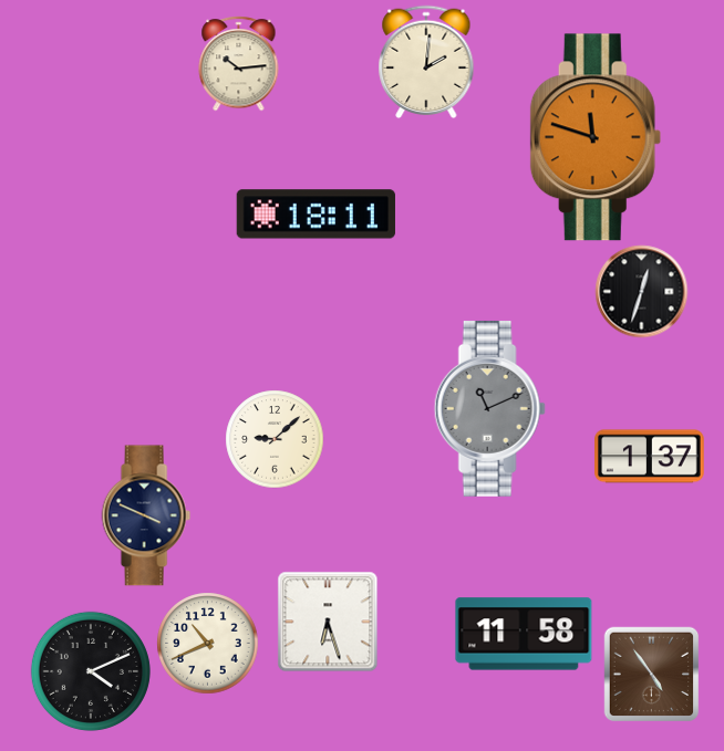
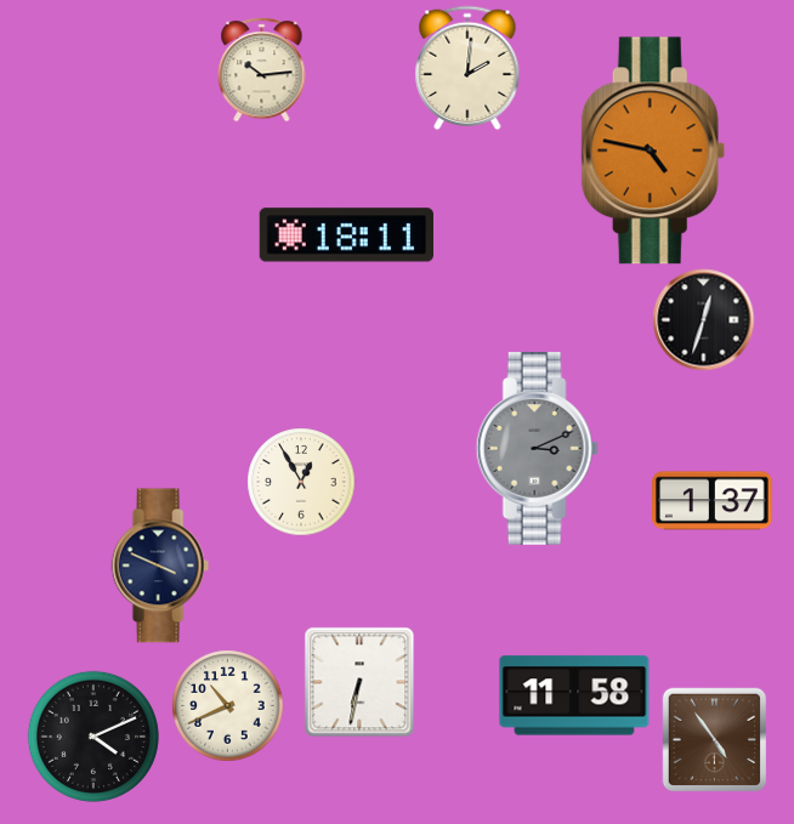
clock at (596, 137): 11:48 -> 4:47
clock at (489, 408): 11:11 -> 3:11
clock at (275, 439): 9:08 -> 12:55
clock at (328, 622): 6:27 -> 6:32
clock at (91, 671) position: (91, 671) -> (93, 737)
